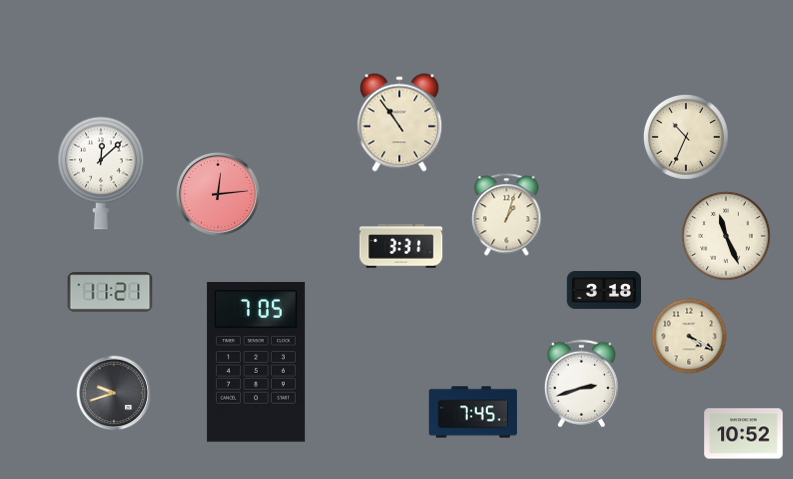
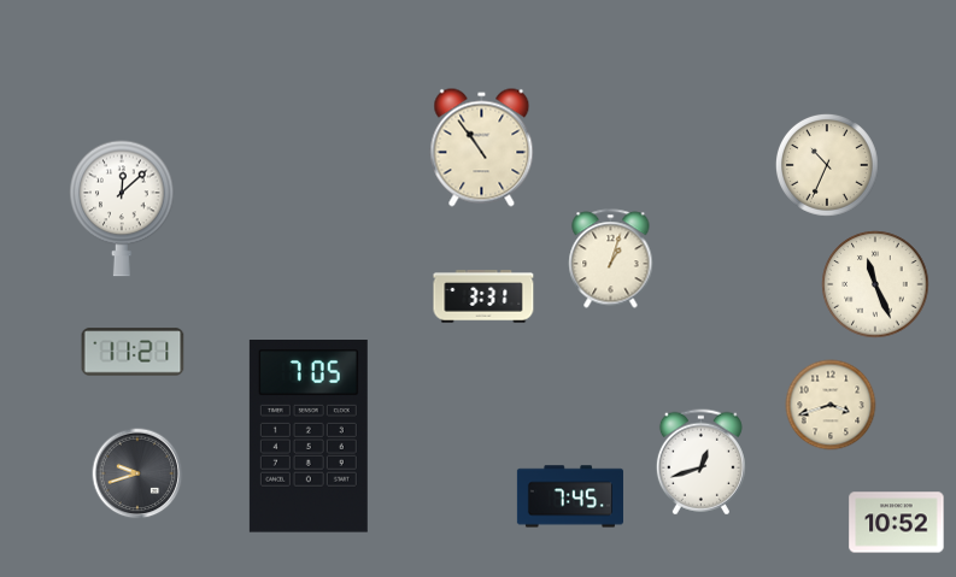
clock at (218, 194): 12:14 -> none
clock at (603, 290): 3:18 -> none
clock at (689, 336): 4:20 -> 3:42
clock at (581, 384): 2:42 -> 12:42
